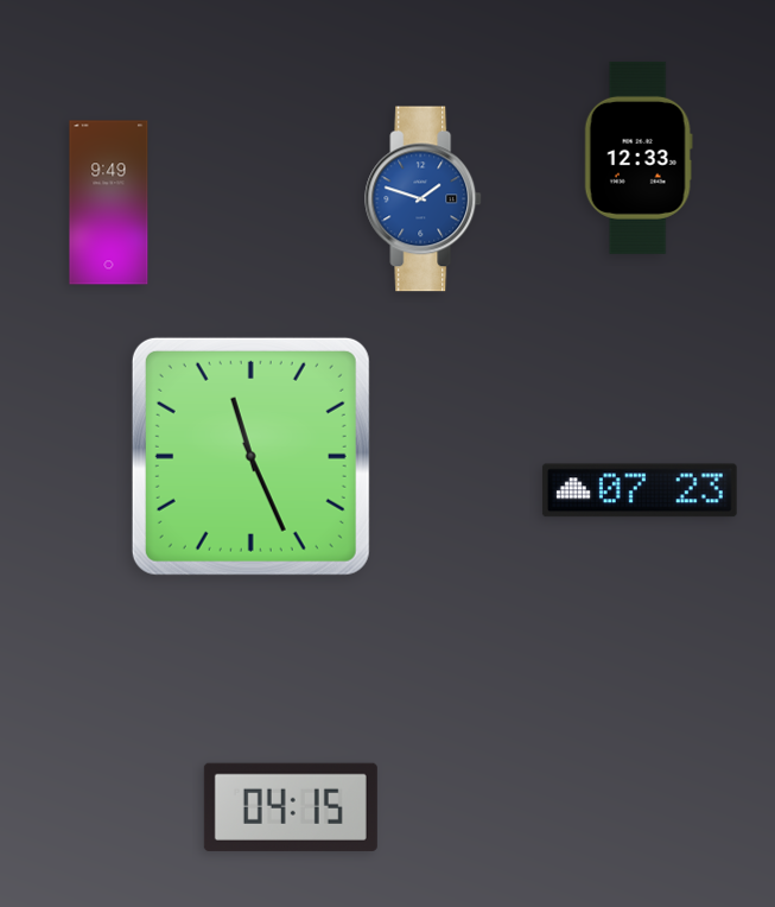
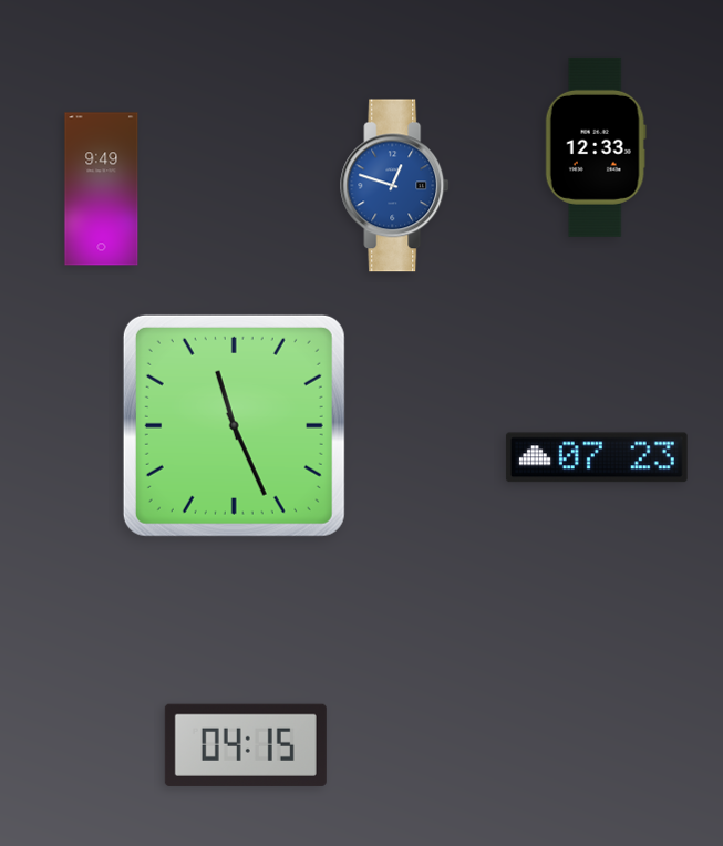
clock at (424, 199): 1:48 -> 12:48
clock at (291, 807) position: (291, 807) -> (246, 745)
